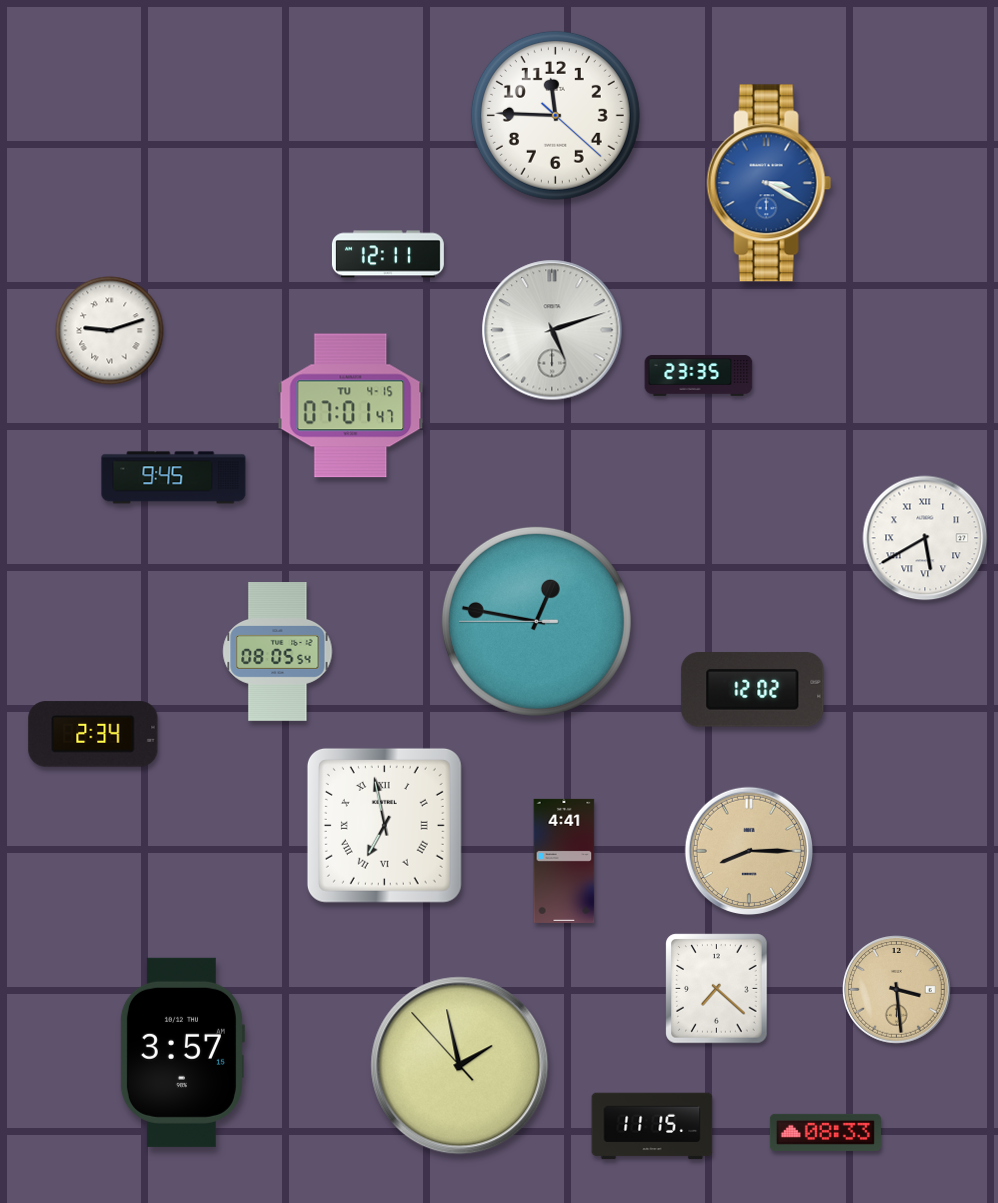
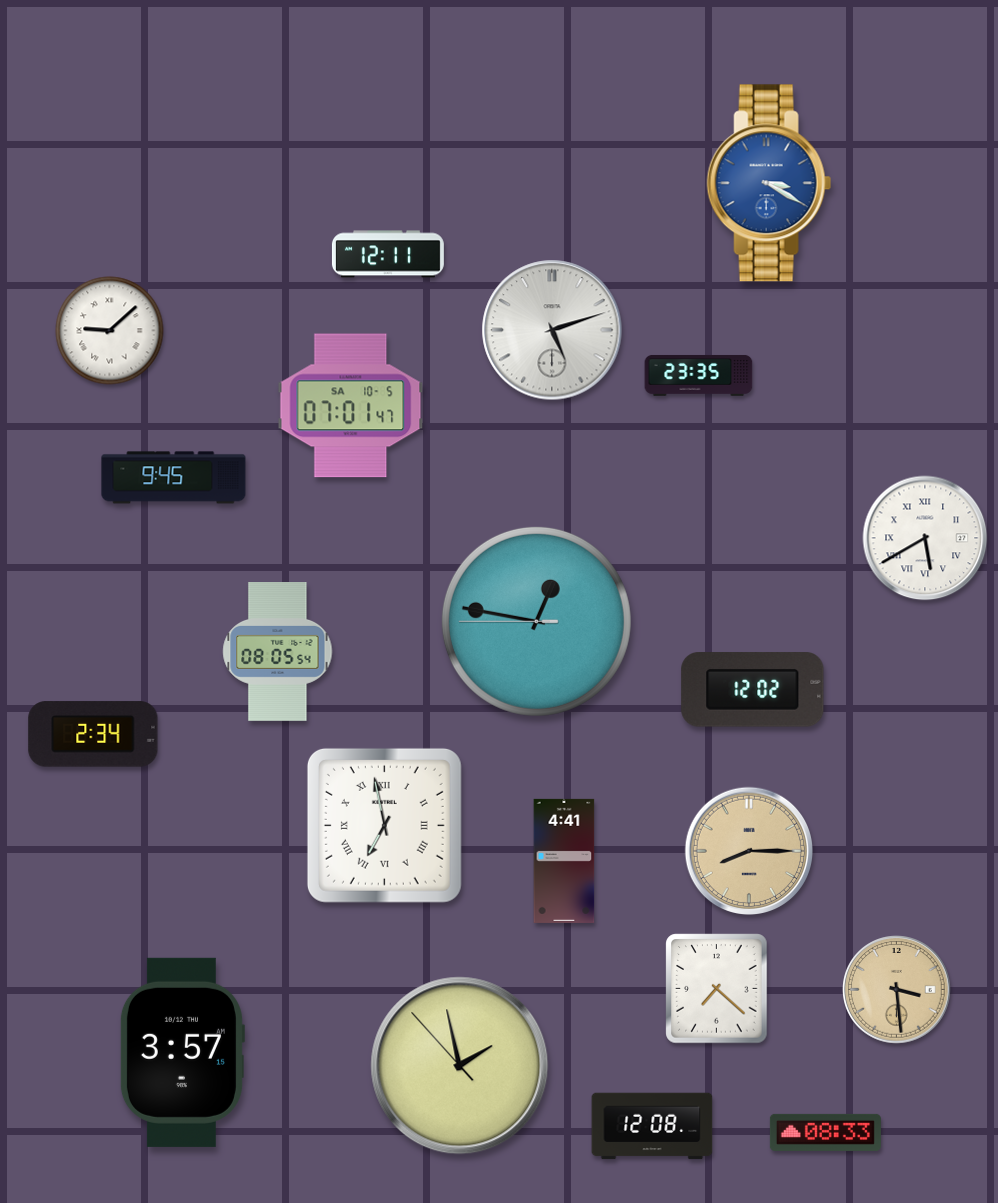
clock at (555, 115): 11:45 -> none
clock at (110, 331): 9:12 -> 9:08
clock at (351, 406) date: TU 4-15 -> SA 10-5
clock at (652, 1126): 11:15 -> 12:08
